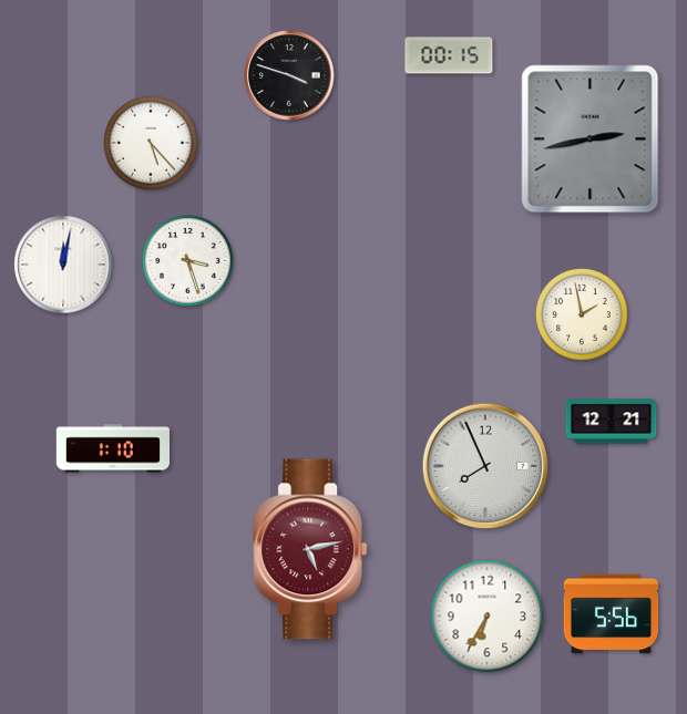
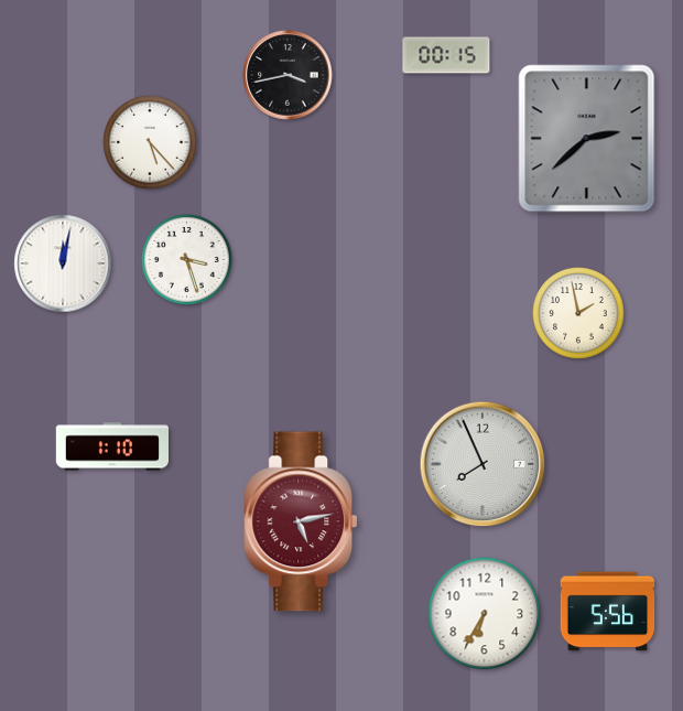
clock at (289, 75): 3:48 -> 3:43
clock at (591, 139): 2:43 -> 2:38
clock at (612, 422): 12:21 -> none
clock at (309, 549) position: (309, 549) -> (300, 521)
